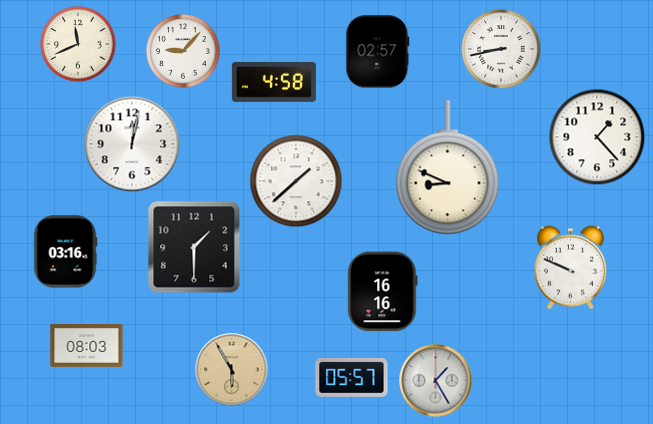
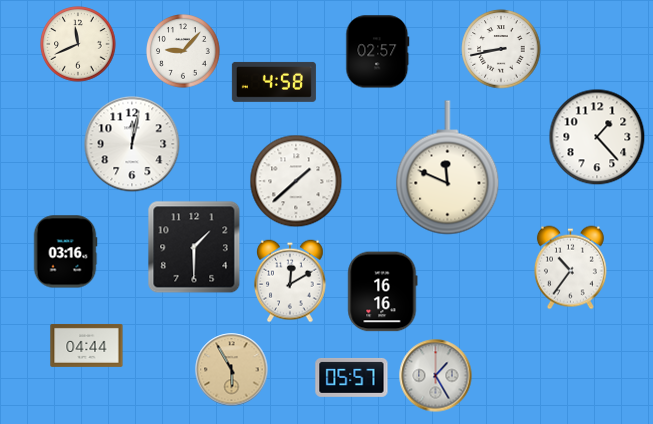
clock at (448, 168): 8:49 -> 11:49
clock at (570, 268): 9:49 -> 10:36
clock at (291, 281): none -> 12:10
clock at (87, 345): 08:03 -> 04:44
clock at (436, 381) position: (436, 381) -> (436, 376)
